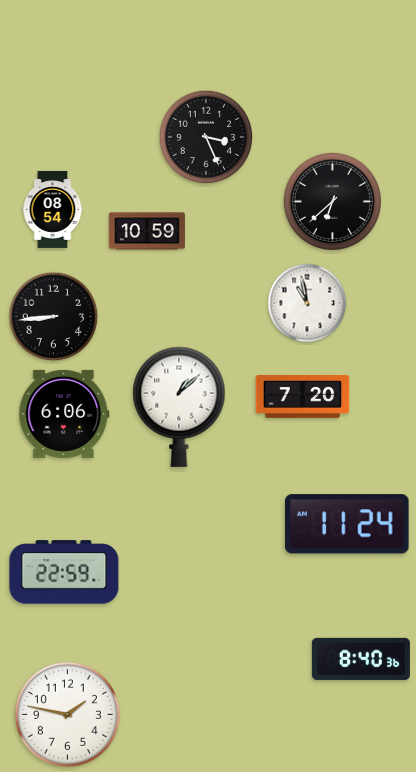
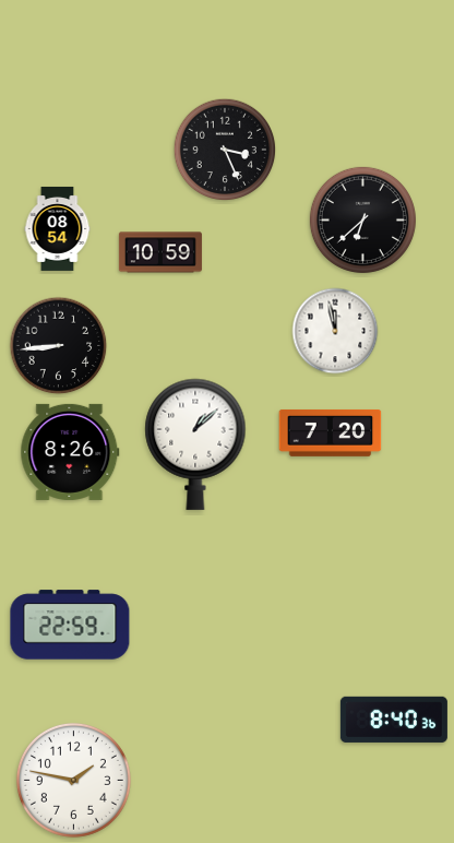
clock at (307, 303): 10:58 -> 11:58
clock at (64, 414): 6:06 -> 8:26
clock at (347, 524): 11:24 -> none
